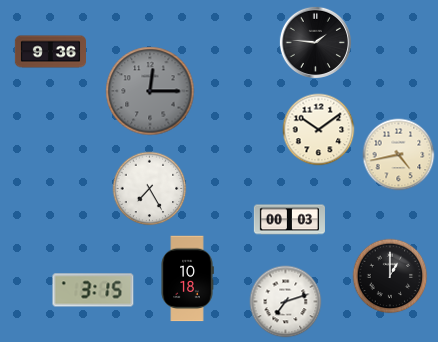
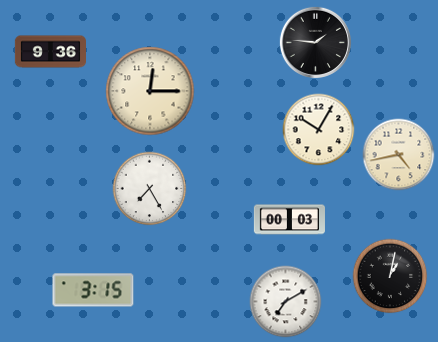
clock at (150, 91) dial: grey -> cream
clock at (319, 130): 10:09 -> 10:05
clock at (390, 276): 1:00 -> 1:02
clock at (187, 279): 10:18 -> none
clock at (286, 302): 7:12 -> 7:10
